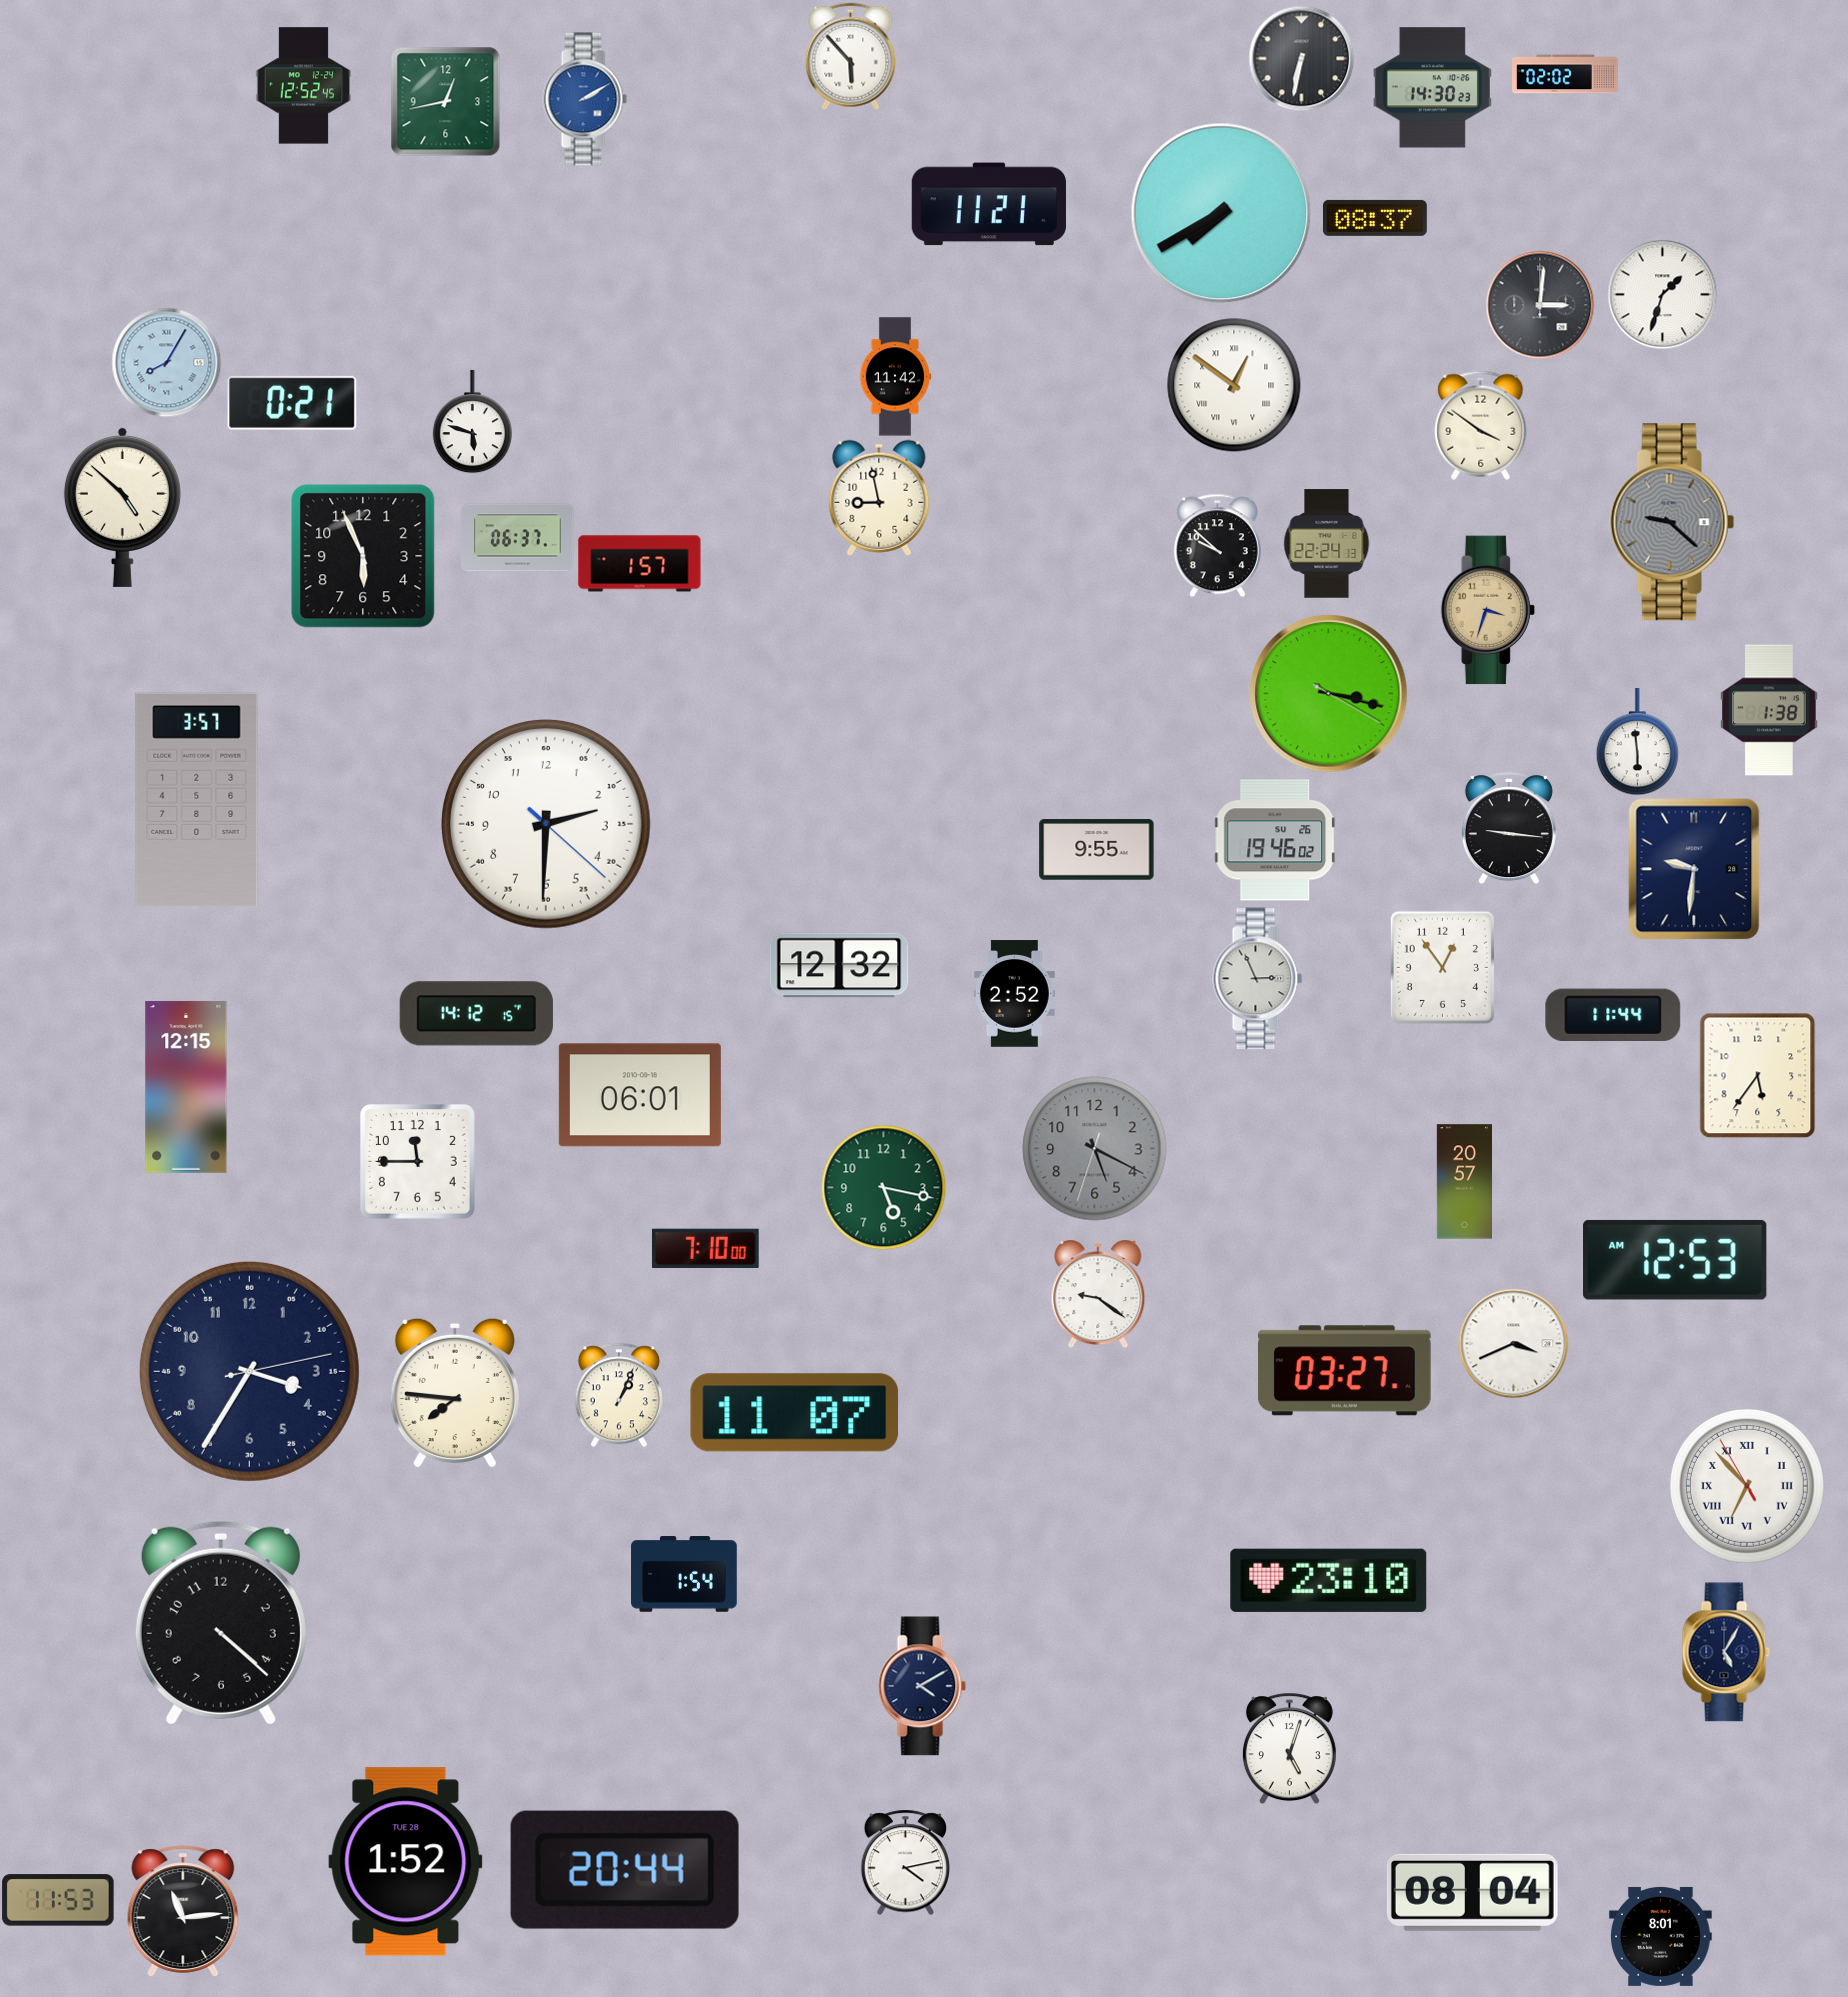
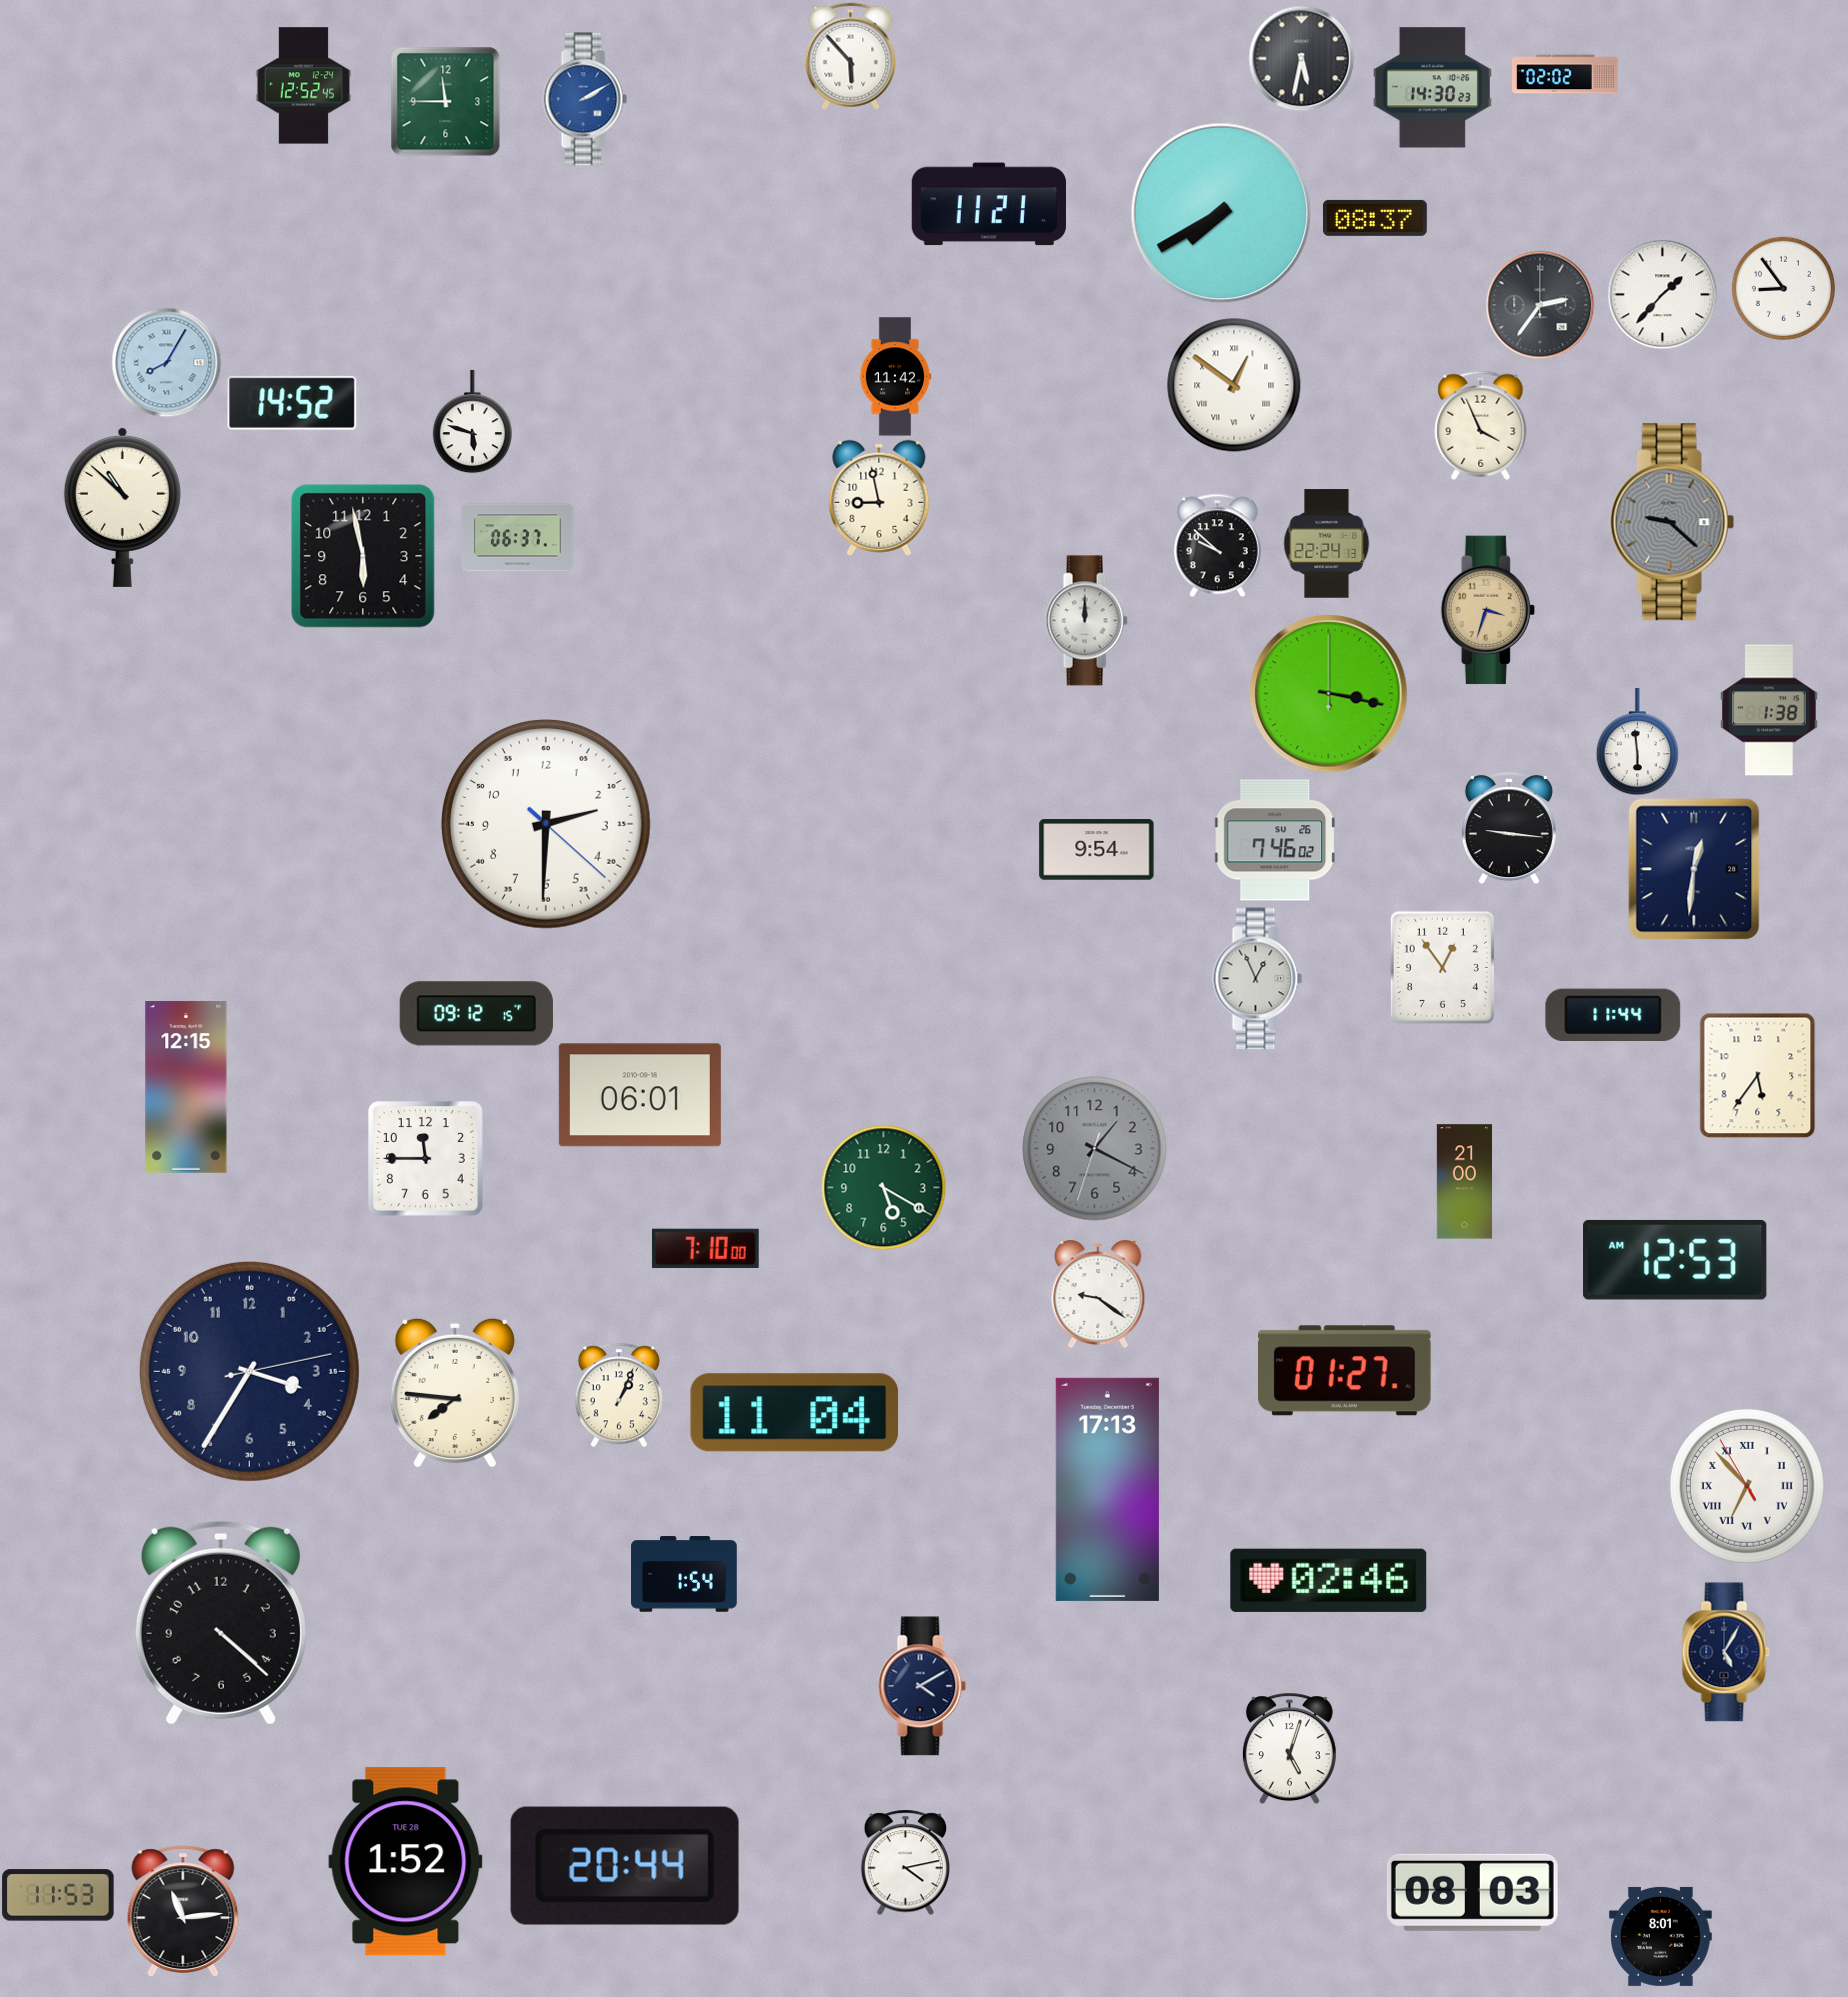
clock at (1301, 58): 6:32 -> 5:32
clock at (445, 101): 12:43 -> 11:45
clock at (1783, 288): none -> 8:54
clock at (1662, 294): 1:33 -> 1:37
clock at (1540, 305): 3:01 -> 2:36
clock at (292, 403): 0:21 -> 14:52
clock at (1481, 425): 3:51 -> 3:56
clock at (122, 507): 4:52 -> 10:52
clock at (363, 556): 5:56 -> 5:58
clock at (640, 564): 1:57 -> none
clock at (1086, 621): none -> 12:00
clock at (1329, 694): 3:17:20 -> 3:17:00
clock at (197, 800): 3:57 -> none
clock at (1275, 840): 19:46 -> 7:46
clock at (1097, 850): 9:55 -> 9:54
clock at (1694, 869): 9:31 -> 12:31
clock at (839, 965): 12:32 -> none
clock at (1258, 979): 2:56 -> 12:56
clock at (1014, 994): 2:52 -> none
clock at (476, 1014): 14:12 -> 09:12
clock at (1095, 1149): 5:19 -> 1:19
clock at (418, 1162) position: (418, 1162) -> (426, 1159)
clock at (1464, 1182): 20:57 -> 21:00
clock at (883, 1187): 5:17 -> 5:20
clock at (1513, 1343): 3:41 -> none
clock at (1344, 1371): 03:27 -> 01:27
clock at (795, 1413): 11:07 -> 11:04
clock at (1107, 1489): none -> 17:13
clock at (1329, 1580): 23:10 -> 02:46
clock at (625, 1870) position: (625, 1870) -> (625, 1866)
clock at (1472, 1892): 08:04 -> 08:03
clock at (58, 1900) position: (58, 1900) -> (58, 1895)
